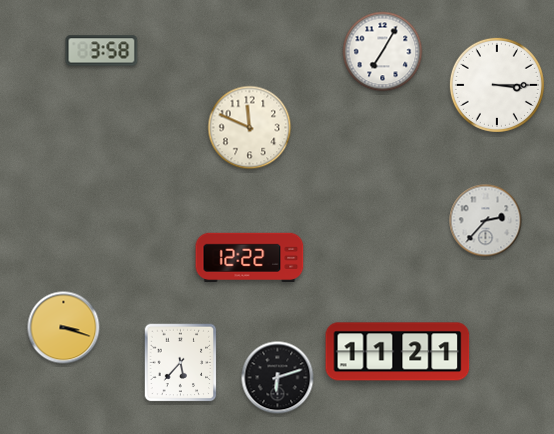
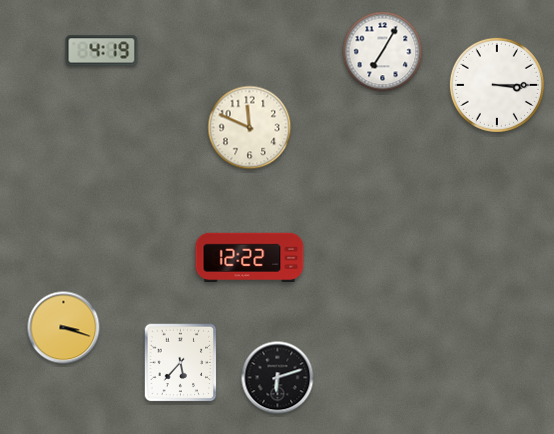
clock at (102, 51): 3:58 -> 4:19
clock at (486, 221): 2:37 -> none
clock at (398, 352): 11:21 -> none
